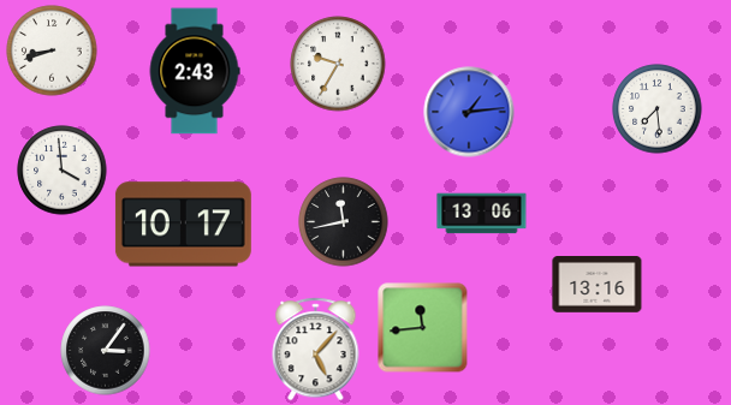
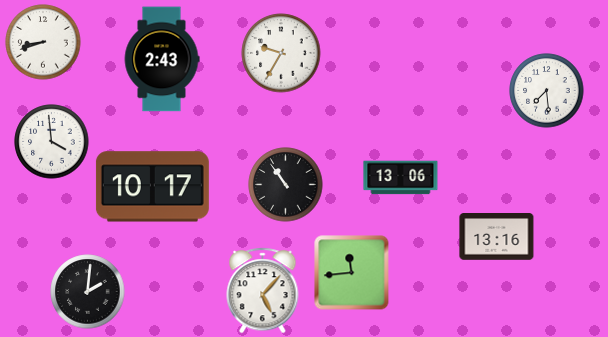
clock at (469, 112): 1:14 -> none
clock at (344, 222): 11:43 -> 10:54
clock at (106, 351): 3:06 -> 2:01
